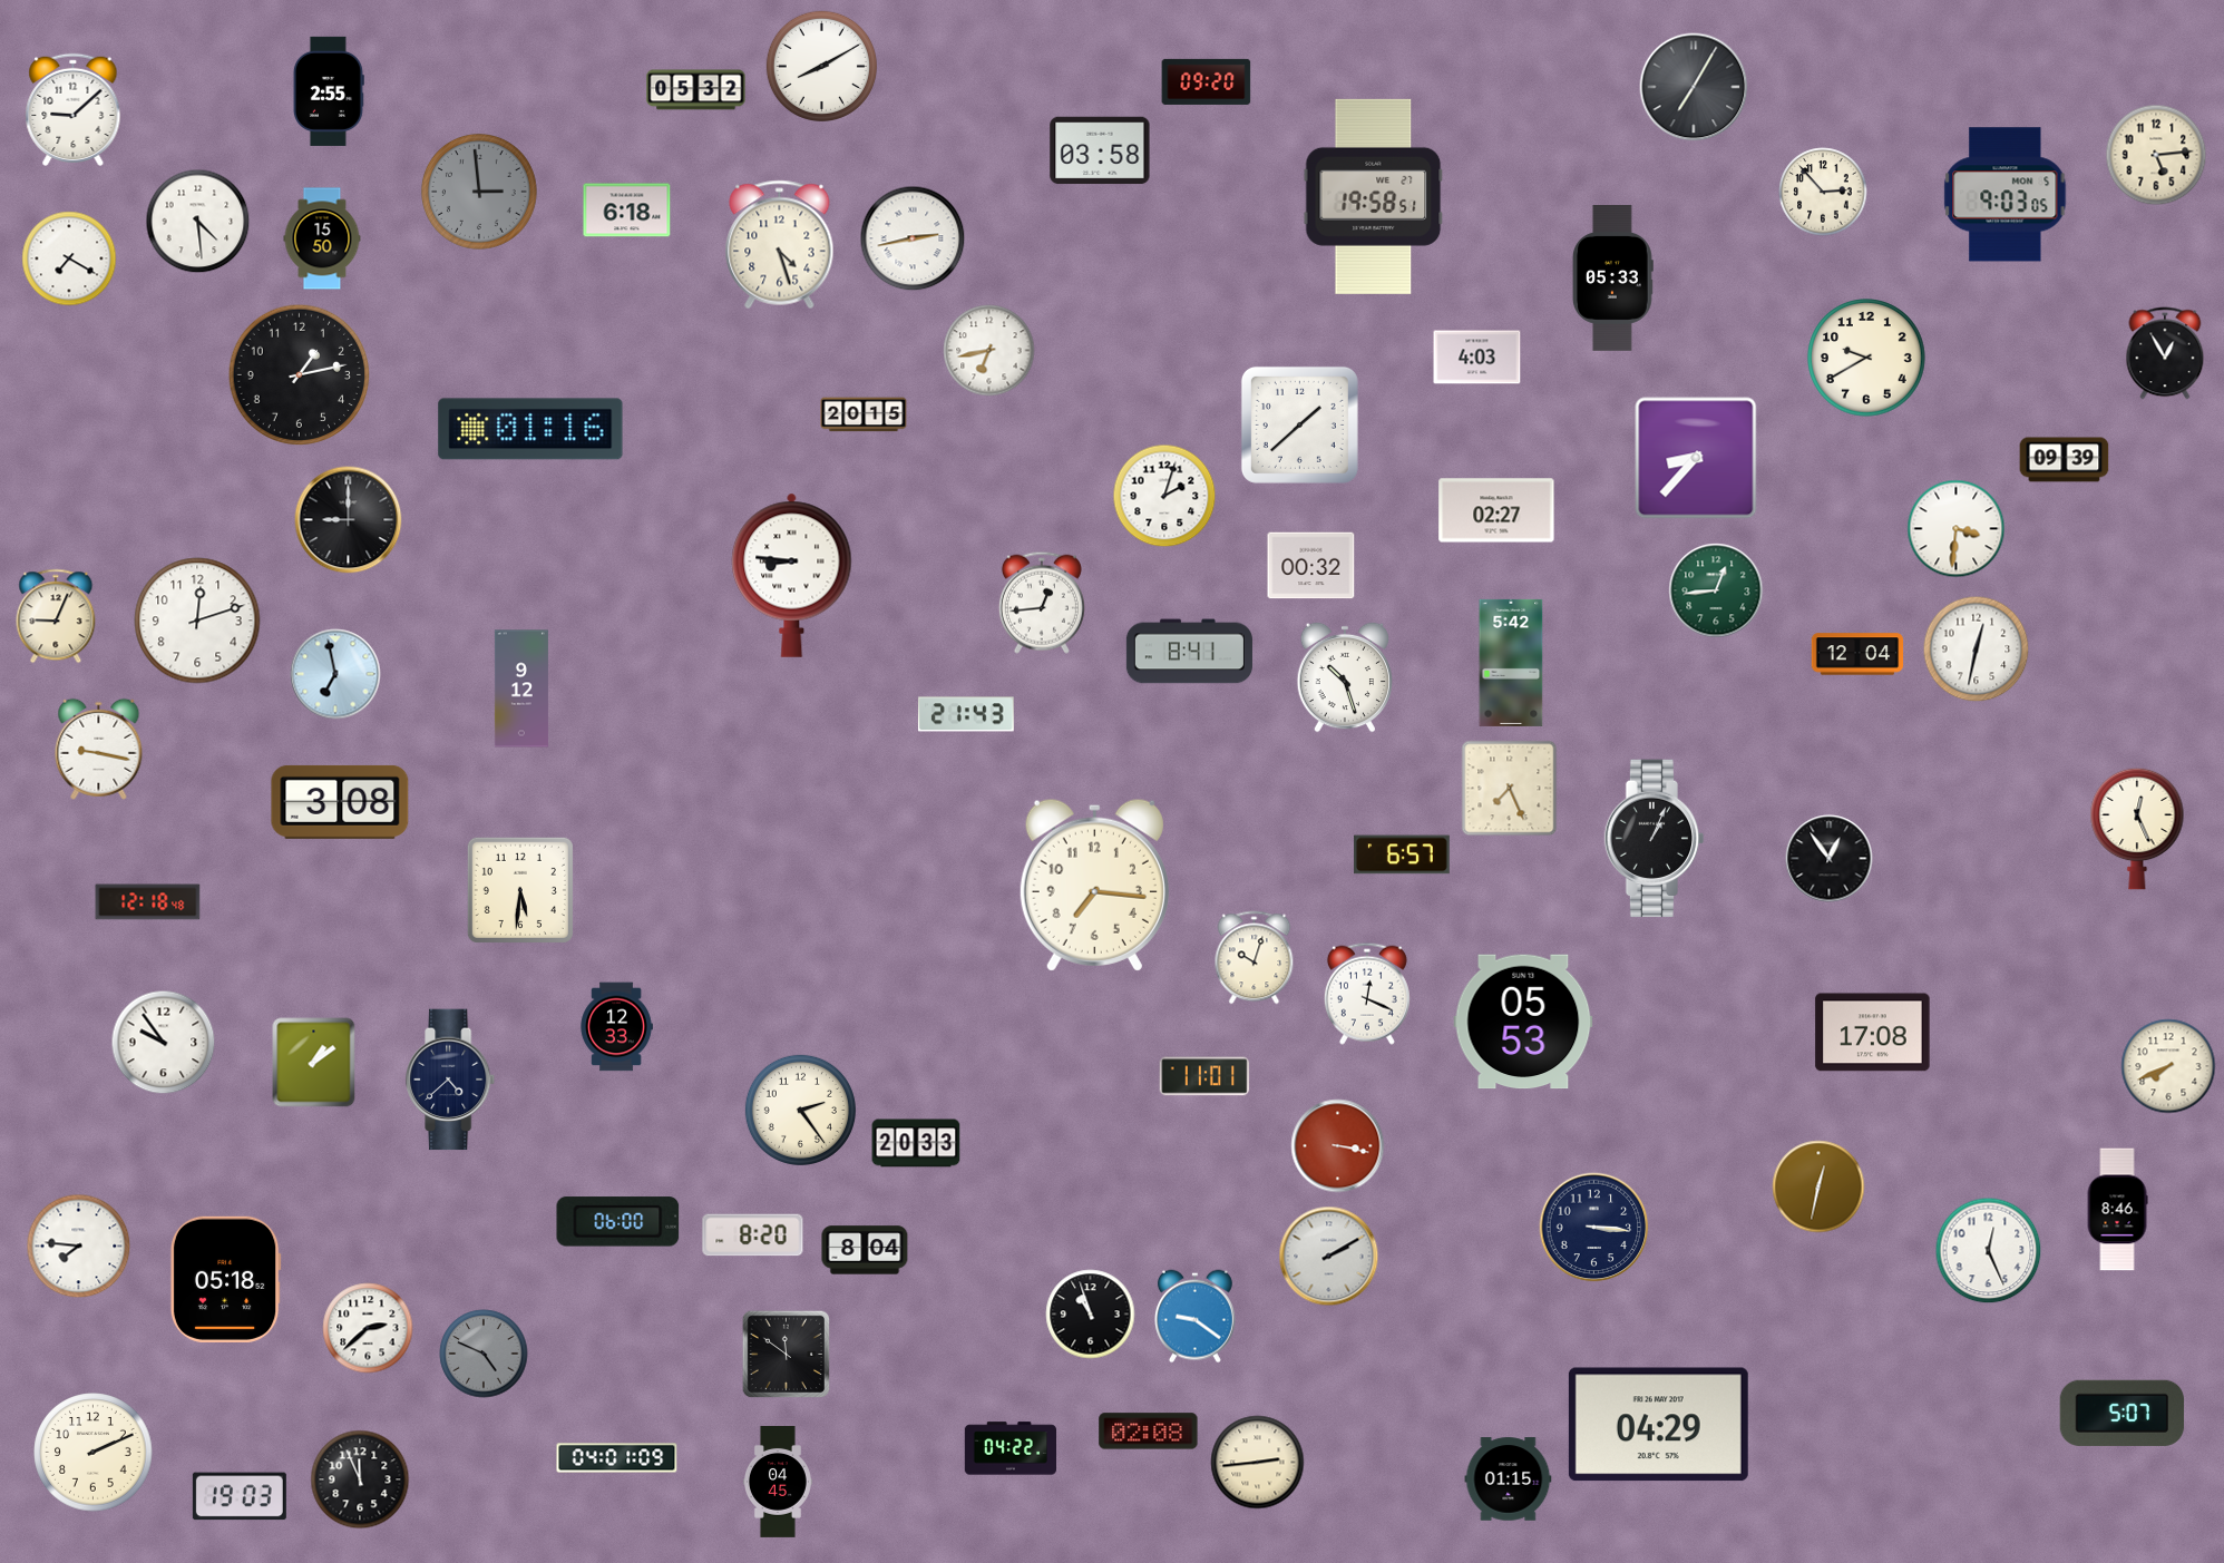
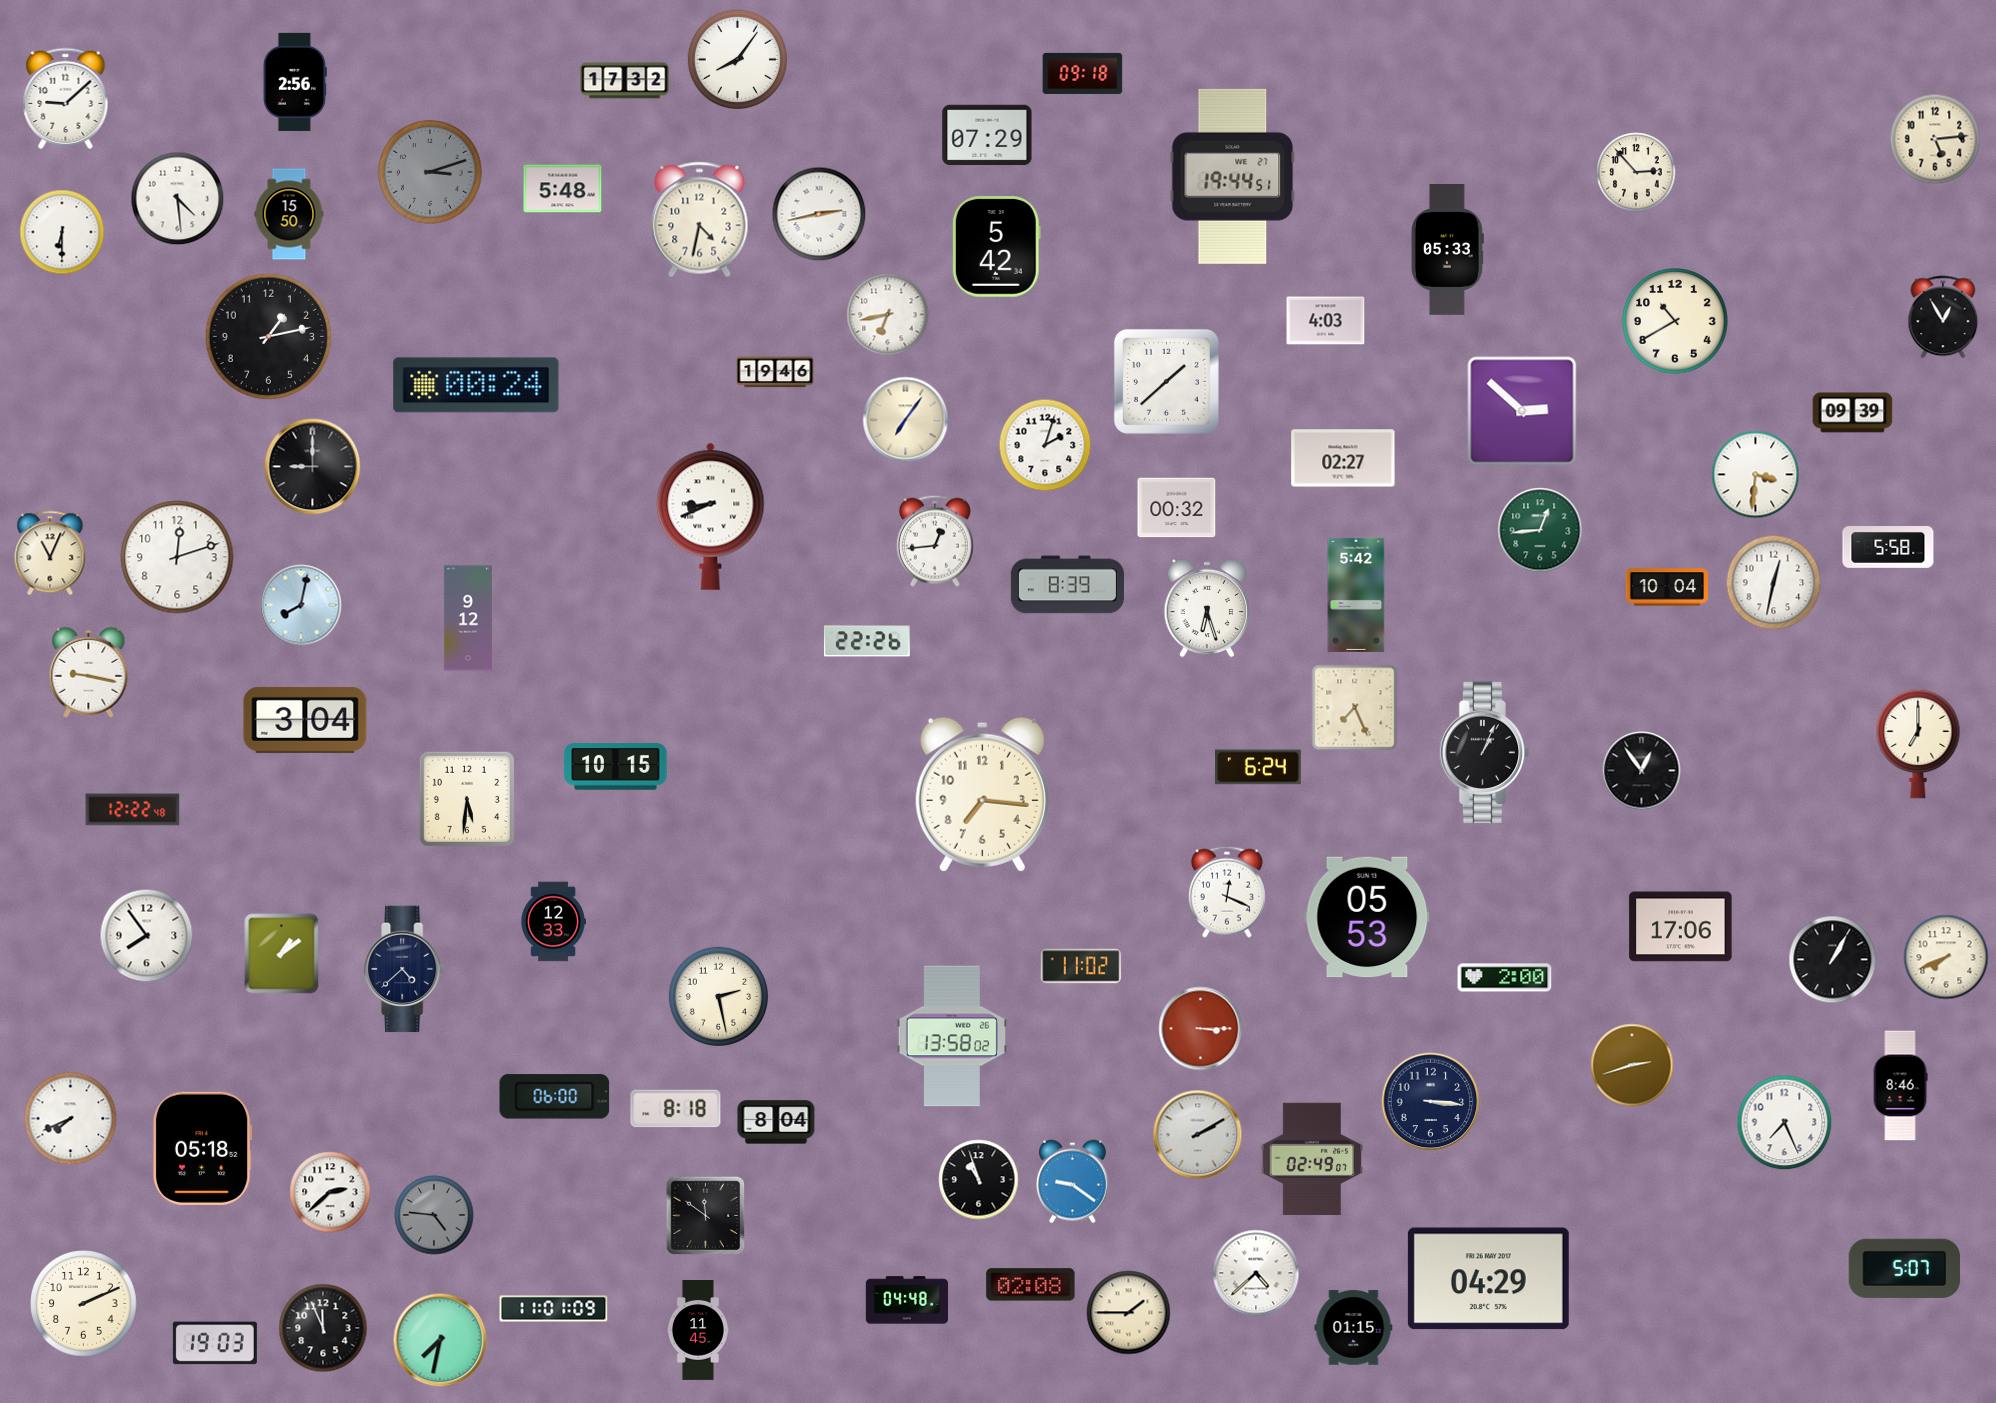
clock at (821, 66): 8:10 -> 8:06
clock at (1207, 81): 09:20 -> 09:18
clock at (1694, 87): 7:05 -> none
clock at (696, 90): 05:32 -> 17:32
clock at (329, 91): 2:55 -> 2:56
clock at (1100, 150): 03:58 -> 07:29
clock at (479, 192): 2:59 -> 3:12
clock at (2006, 195): 9:03 -> none
clock at (1374, 196): 19:58 -> 19:44
clock at (627, 211): 6:18 -> 5:48
clock at (780, 245): 4:27 -> 4:32
clock at (69, 258): 7:20 -> 6:30
clock at (996, 247): none -> 5:42
clock at (1866, 358): 9:40 -> 10:40
clock at (864, 414): 20:15 -> 19:46
clock at (530, 429): 01:16 -> 00:24
clock at (1696, 458): 8:37 -> 2:52
clock at (906, 420): none -> 7:06
clock at (792, 575): 8:46 -> 8:41
clock at (1888, 547): none -> 5:58
clock at (56, 616): 9:04 -> 11:04
clock at (1189, 652): 8:41 -> 8:39
clock at (1857, 654): 12:04 -> 10:04
clock at (335, 674): 6:58 -> 8:02
clock at (1345, 677): 10:27 -> 6:27
clock at (967, 714): 21:43 -> 22:26
clock at (340, 802): 3:08 -> 3:04
clock at (2137, 829): 12:26 -> 7:00
clock at (616, 767): none -> 10:15
clock at (1402, 854): 6:57 -> 6:24
clock at (148, 902): 12:18 -> 12:22
clock at (1255, 958): 10:03 -> none
clock at (1873, 1033): 17:08 -> 17:06
clock at (164, 1043): 9:54 -> 7:54
clock at (1833, 960): none -> 1:05
clock at (1204, 1076): 11:01 -> 11:02
clock at (1505, 978): none -> 2:00
clock at (800, 1110): 2:24 -> 2:28
clock at (916, 1143): 20:33 -> none
clock at (1338, 1146): 3:17 -> 3:15
clock at (952, 1036): none -> 13:58
clock at (1818, 1186): 12:32 -> 2:42
clock at (753, 1235): 8:20 -> 8:18
clock at (79, 1247): 7:46 -> 7:41
clock at (1989, 1251): 12:26 -> 7:26
clock at (1329, 1257) position: (1329, 1257) -> (1198, 1135)
clock at (1312, 1158): none -> 02:49
clock at (484, 1354): 4:49 -> 4:46
clock at (1256, 1273): none -> 4:38
clock at (1009, 1448): 04:22 -> 04:48
clock at (617, 1458): 04:01 -> 11:01
clock at (1258, 1463): 2:44 -> 1:45
clock at (778, 1483): 04:45 -> 11:45
clock at (440, 1340): none -> 7:32
